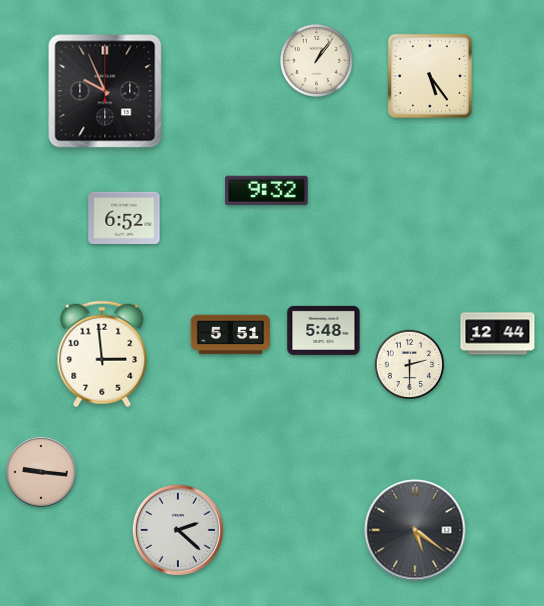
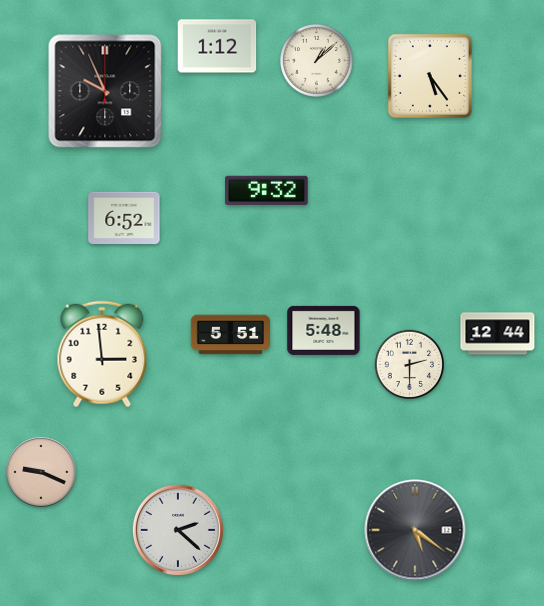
clock at (217, 46): none -> 1:12
clock at (317, 61): 1:06 -> 1:08
clock at (41, 472): 9:16 -> 9:19
